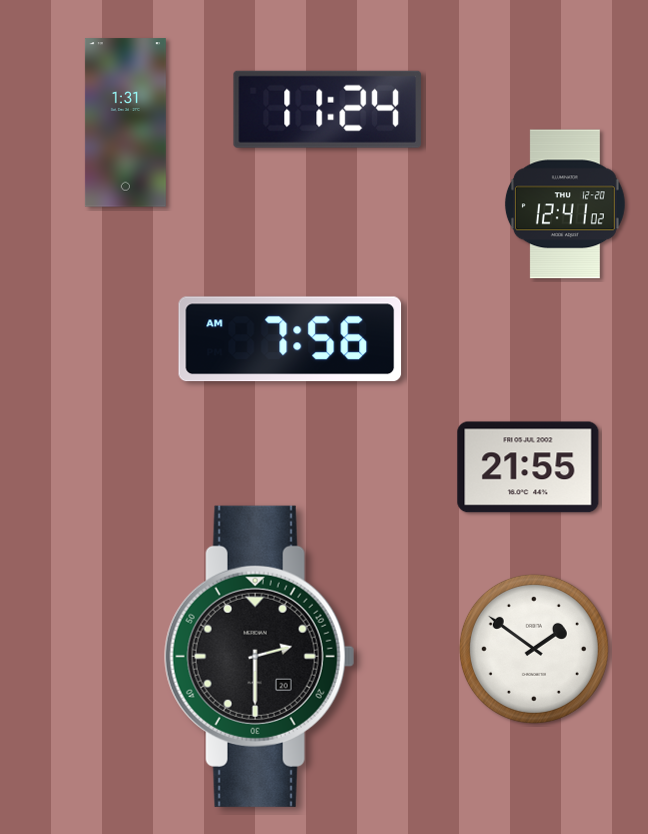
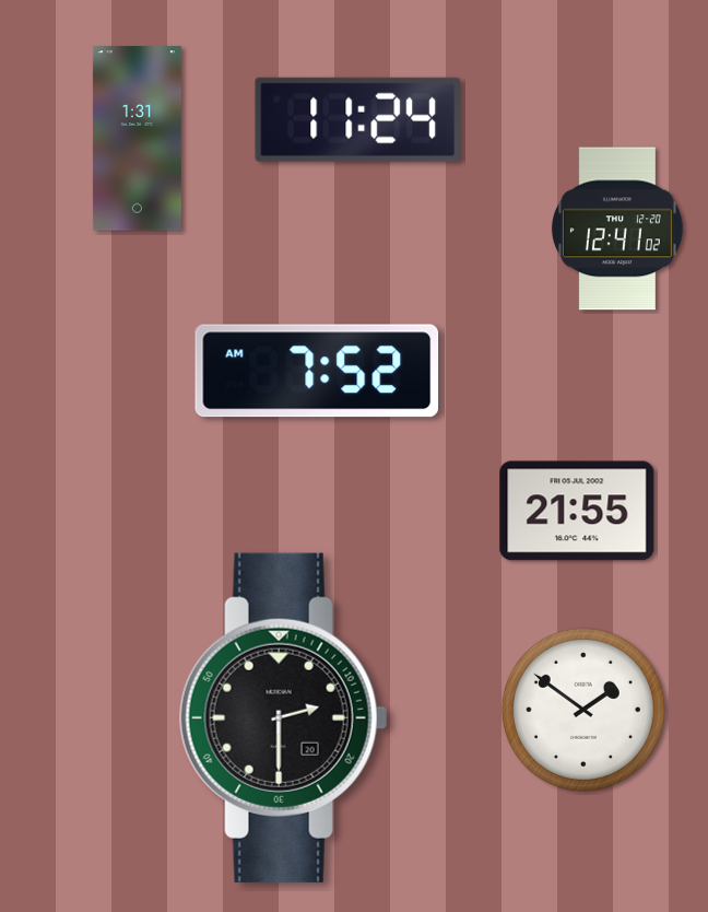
clock at (125, 123) position: (125, 123) -> (137, 139)
clock at (565, 204) position: (565, 204) -> (617, 229)
clock at (290, 339): 7:56 -> 7:52
